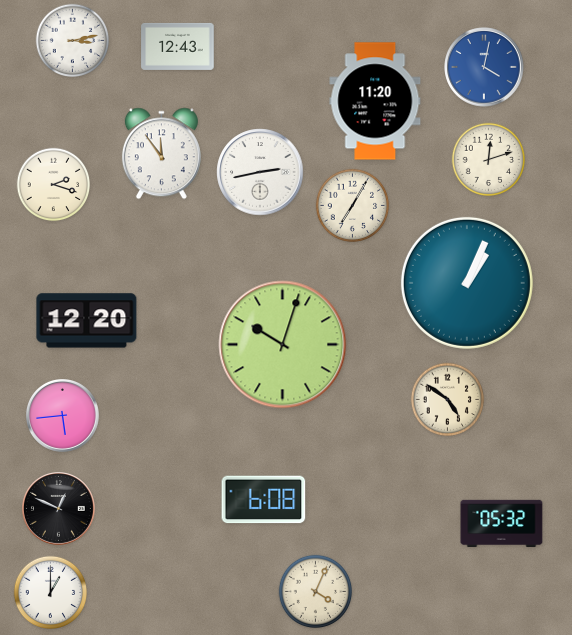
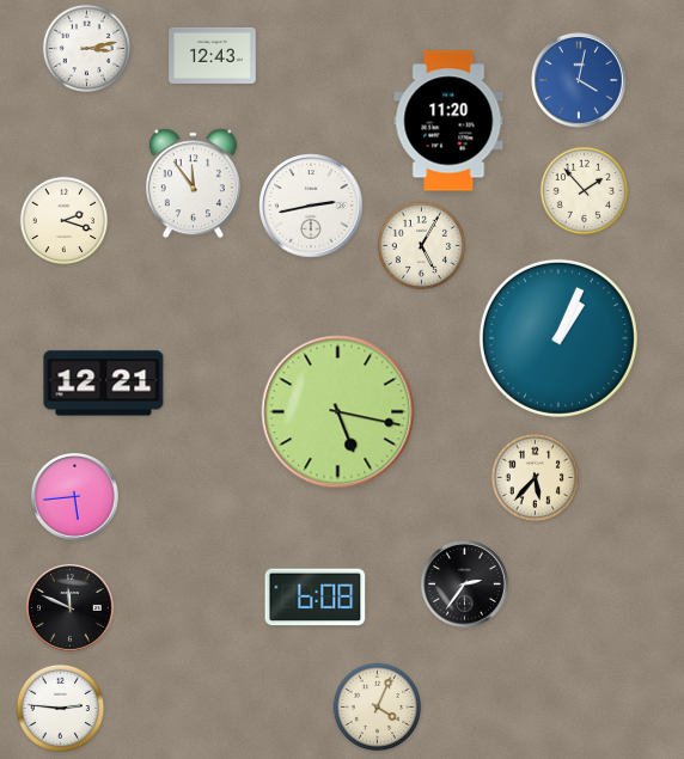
clock at (489, 160): 12:12 -> 1:53
clock at (353, 206): 7:05 -> 5:05
clock at (87, 321): 12:20 -> 12:21
clock at (283, 345): 10:03 -> 5:17
clock at (448, 400): 4:51 -> 5:37
clock at (465, 584): none -> 2:36
clock at (59, 509): 12:49 -> 11:49
clock at (502, 523): 05:32 -> none
clock at (51, 593): 1:00 -> 2:46
